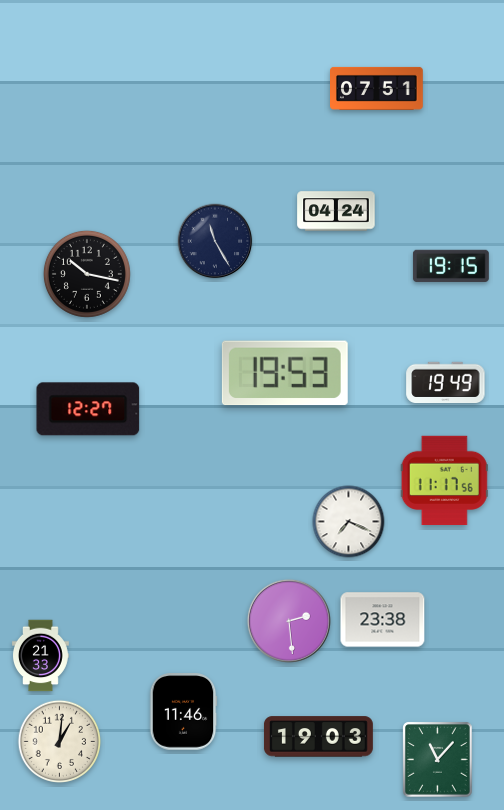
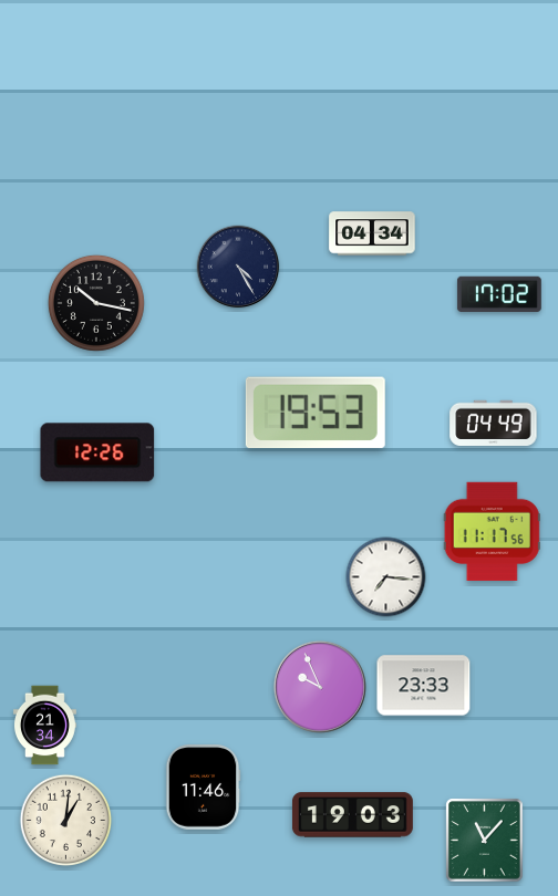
clock at (377, 88): 07:51 -> none
clock at (336, 211): 04:24 -> 04:34
clock at (215, 241): 11:25 -> 4:25
clock at (451, 265): 19:15 -> 17:02
clock at (446, 382): 19:49 -> 04:49
clock at (88, 409): 12:27 -> 12:26
clock at (349, 522): 7:19 -> 7:16
clock at (383, 620): 23:38 -> 23:33
clock at (289, 621): 2:29 -> 9:56
clock at (40, 656): 21:33 -> 21:34
